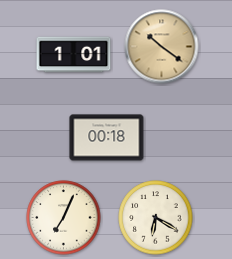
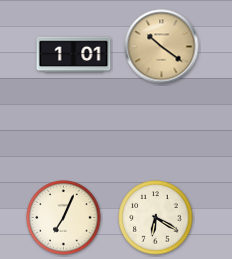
clock at (107, 138): 00:18 -> none
